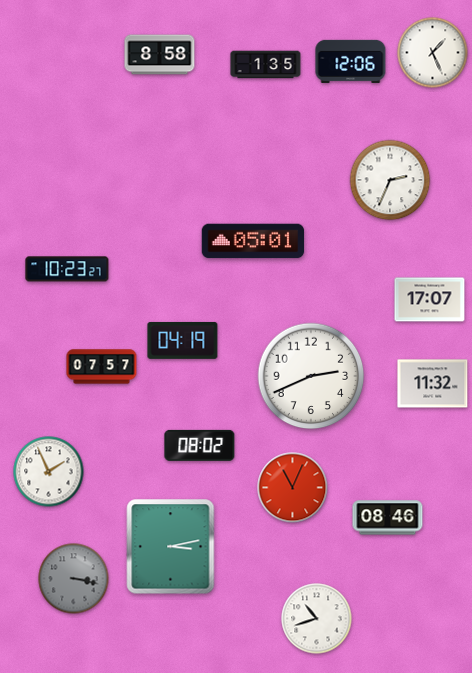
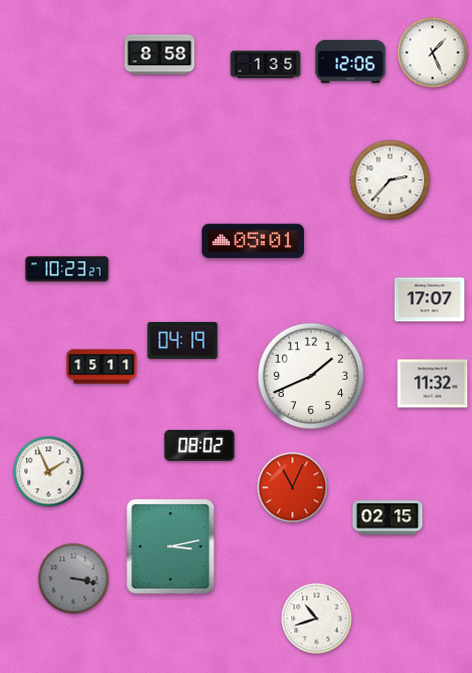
clock at (390, 180): 2:34 -> 2:37
clock at (102, 367): 07:57 -> 15:11
clock at (311, 376): 2:41 -> 1:41
clock at (388, 518): 08:46 -> 02:15
